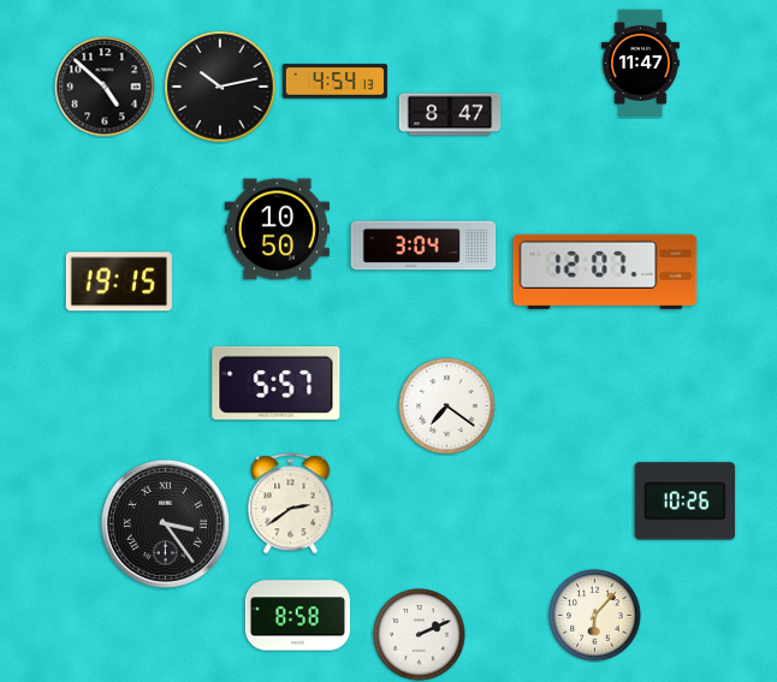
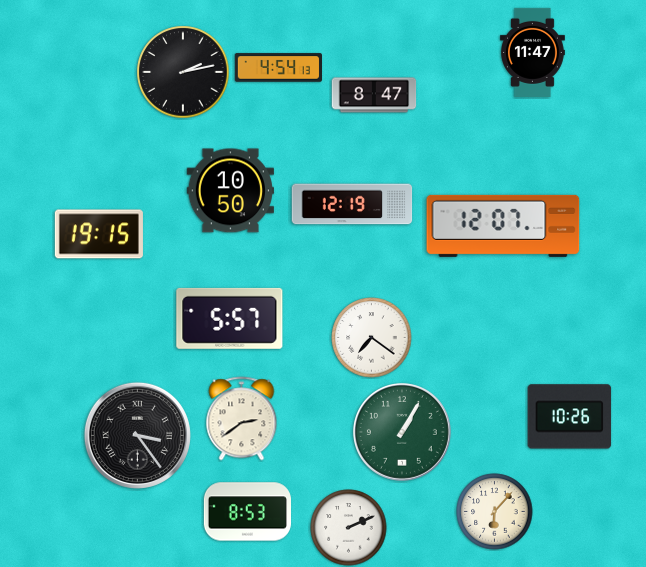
clock at (105, 87): 4:52 -> none
clock at (220, 87): 10:13 -> 2:13
clock at (423, 245): 3:04 -> 12:19
clock at (402, 432): none -> 1:05
clock at (297, 616): 8:58 -> 8:53
